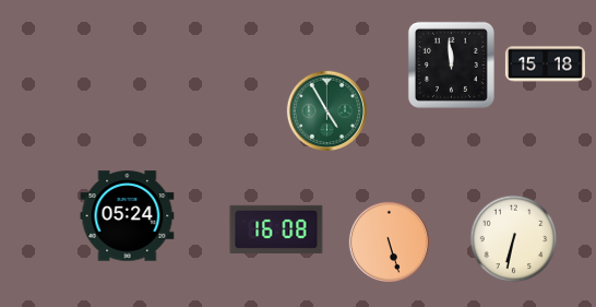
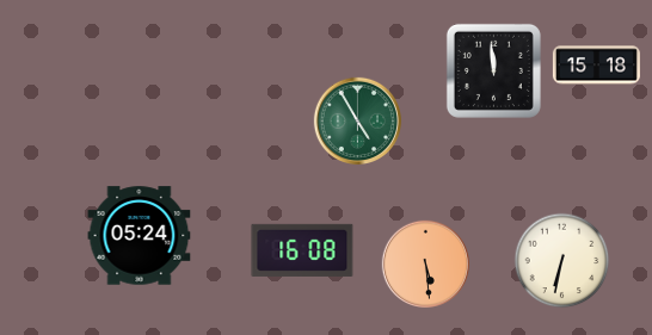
clock at (545, 64) position: (545, 64) -> (596, 66)
clock at (389, 241): 5:27 -> 5:29
